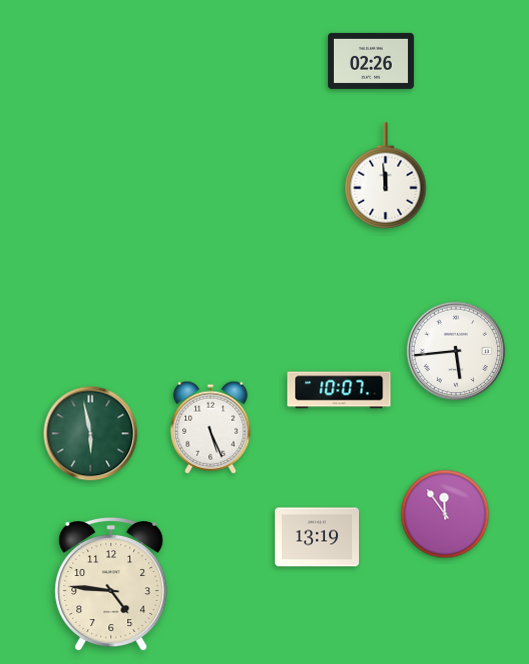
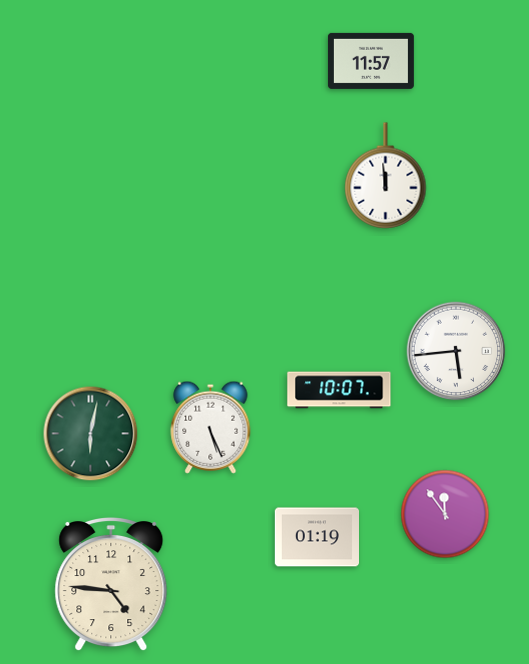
clock at (371, 61): 02:26 -> 11:57
clock at (91, 434): 5:58 -> 6:02
clock at (316, 537): 13:19 -> 01:19
